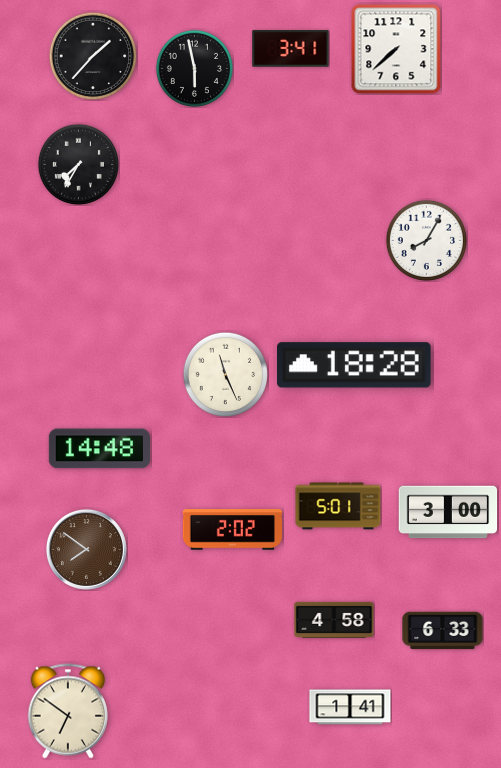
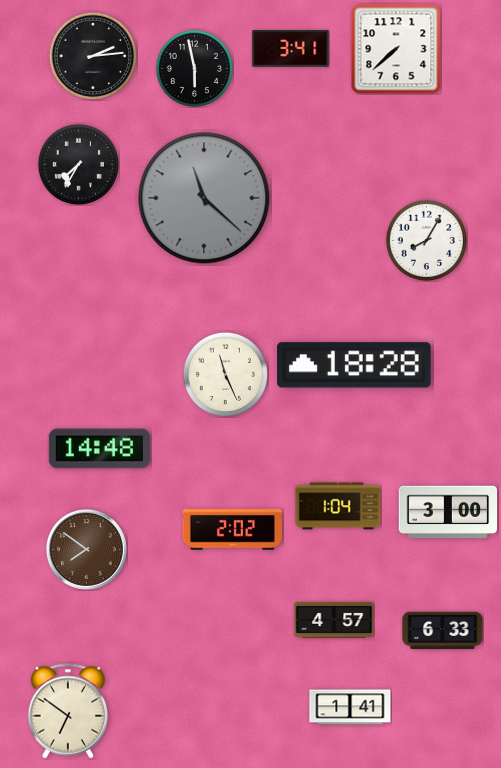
clock at (93, 56): 1:37 -> 2:14
clock at (204, 198): none -> 11:22
clock at (338, 506): 5:01 -> 1:04
clock at (334, 620): 4:58 -> 4:57
